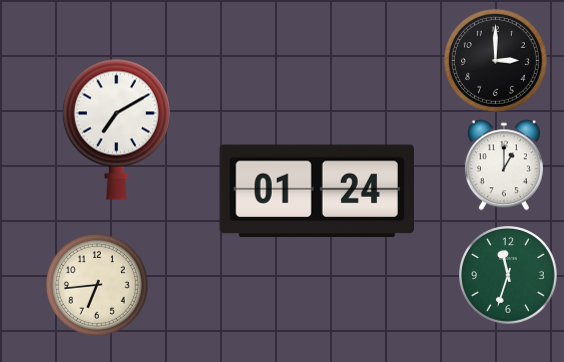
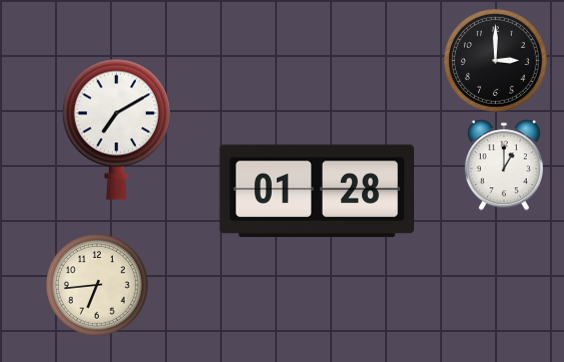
clock at (316, 191): 01:24 -> 01:28
clock at (509, 276): 11:33 -> none
